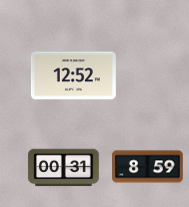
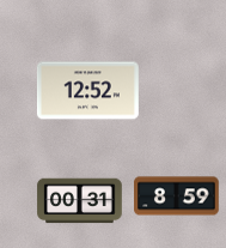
clock at (148, 167) position: (148, 167) -> (177, 196)
clock at (64, 168) position: (64, 168) -> (80, 201)
